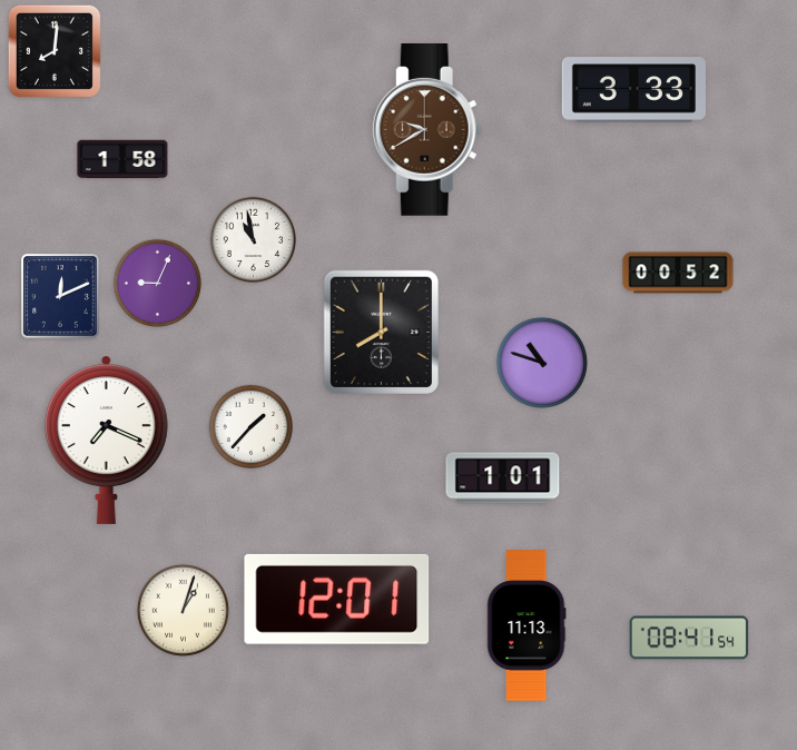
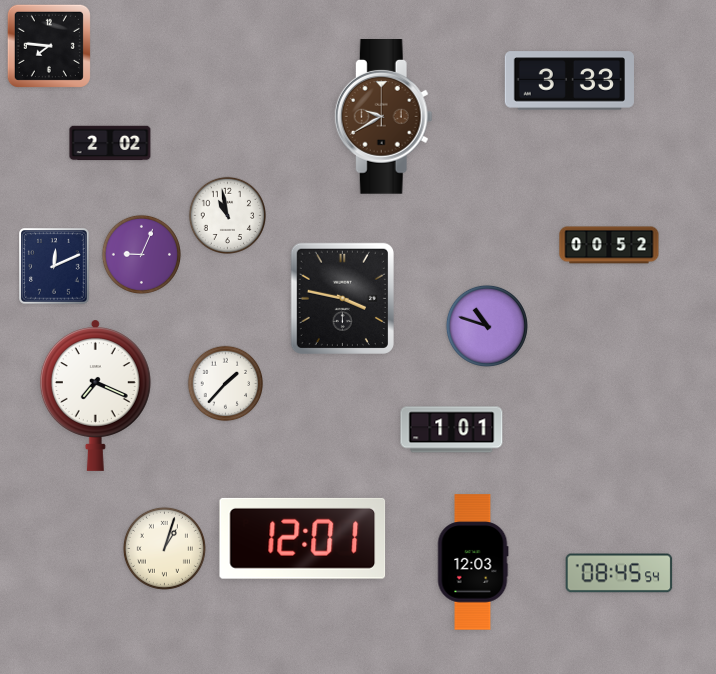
clock at (55, 51): 8:01 -> 7:46
clock at (122, 159): 1:58 -> 2:02
clock at (381, 332): 8:00 -> 3:47
clock at (527, 625): 11:13 -> 12:03
clock at (689, 638): 08:41 -> 08:45
